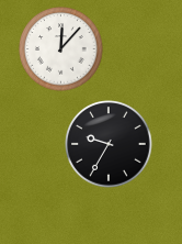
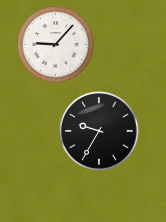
clock at (61, 49): 12:07 -> 9:07
